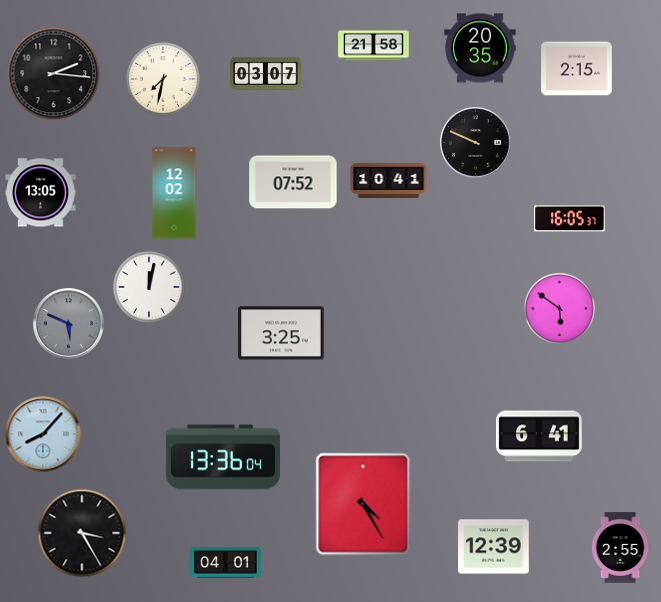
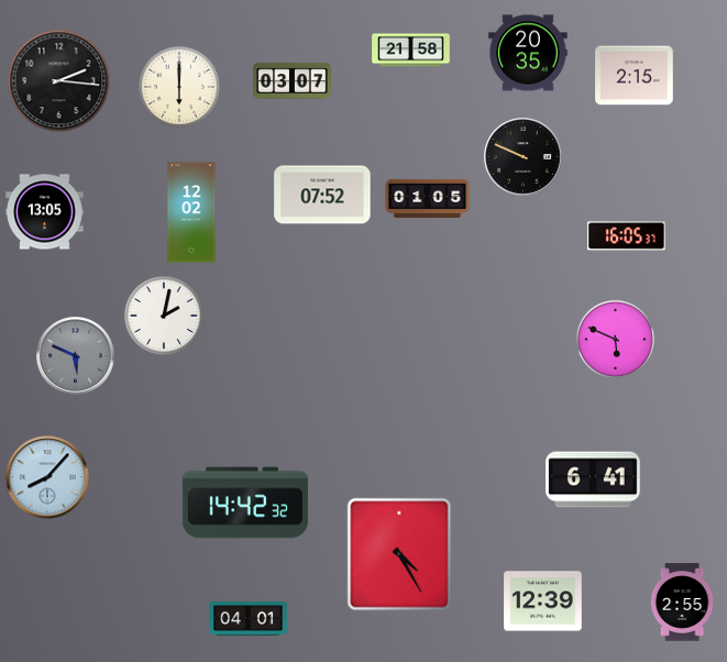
clock at (163, 79): 7:32 -> 6:00
clock at (389, 180): 10:41 -> 01:05
clock at (293, 182) position: (293, 182) -> (322, 195)
clock at (570, 219) position: (570, 219) -> (627, 236)
clock at (149, 287): 12:02 -> 2:02
clock at (559, 308): 5:51 -> 5:49
clock at (281, 333): 3:25 -> none
clock at (223, 457): 13:36 -> 14:42
clock at (82, 533): 3:25 -> none
